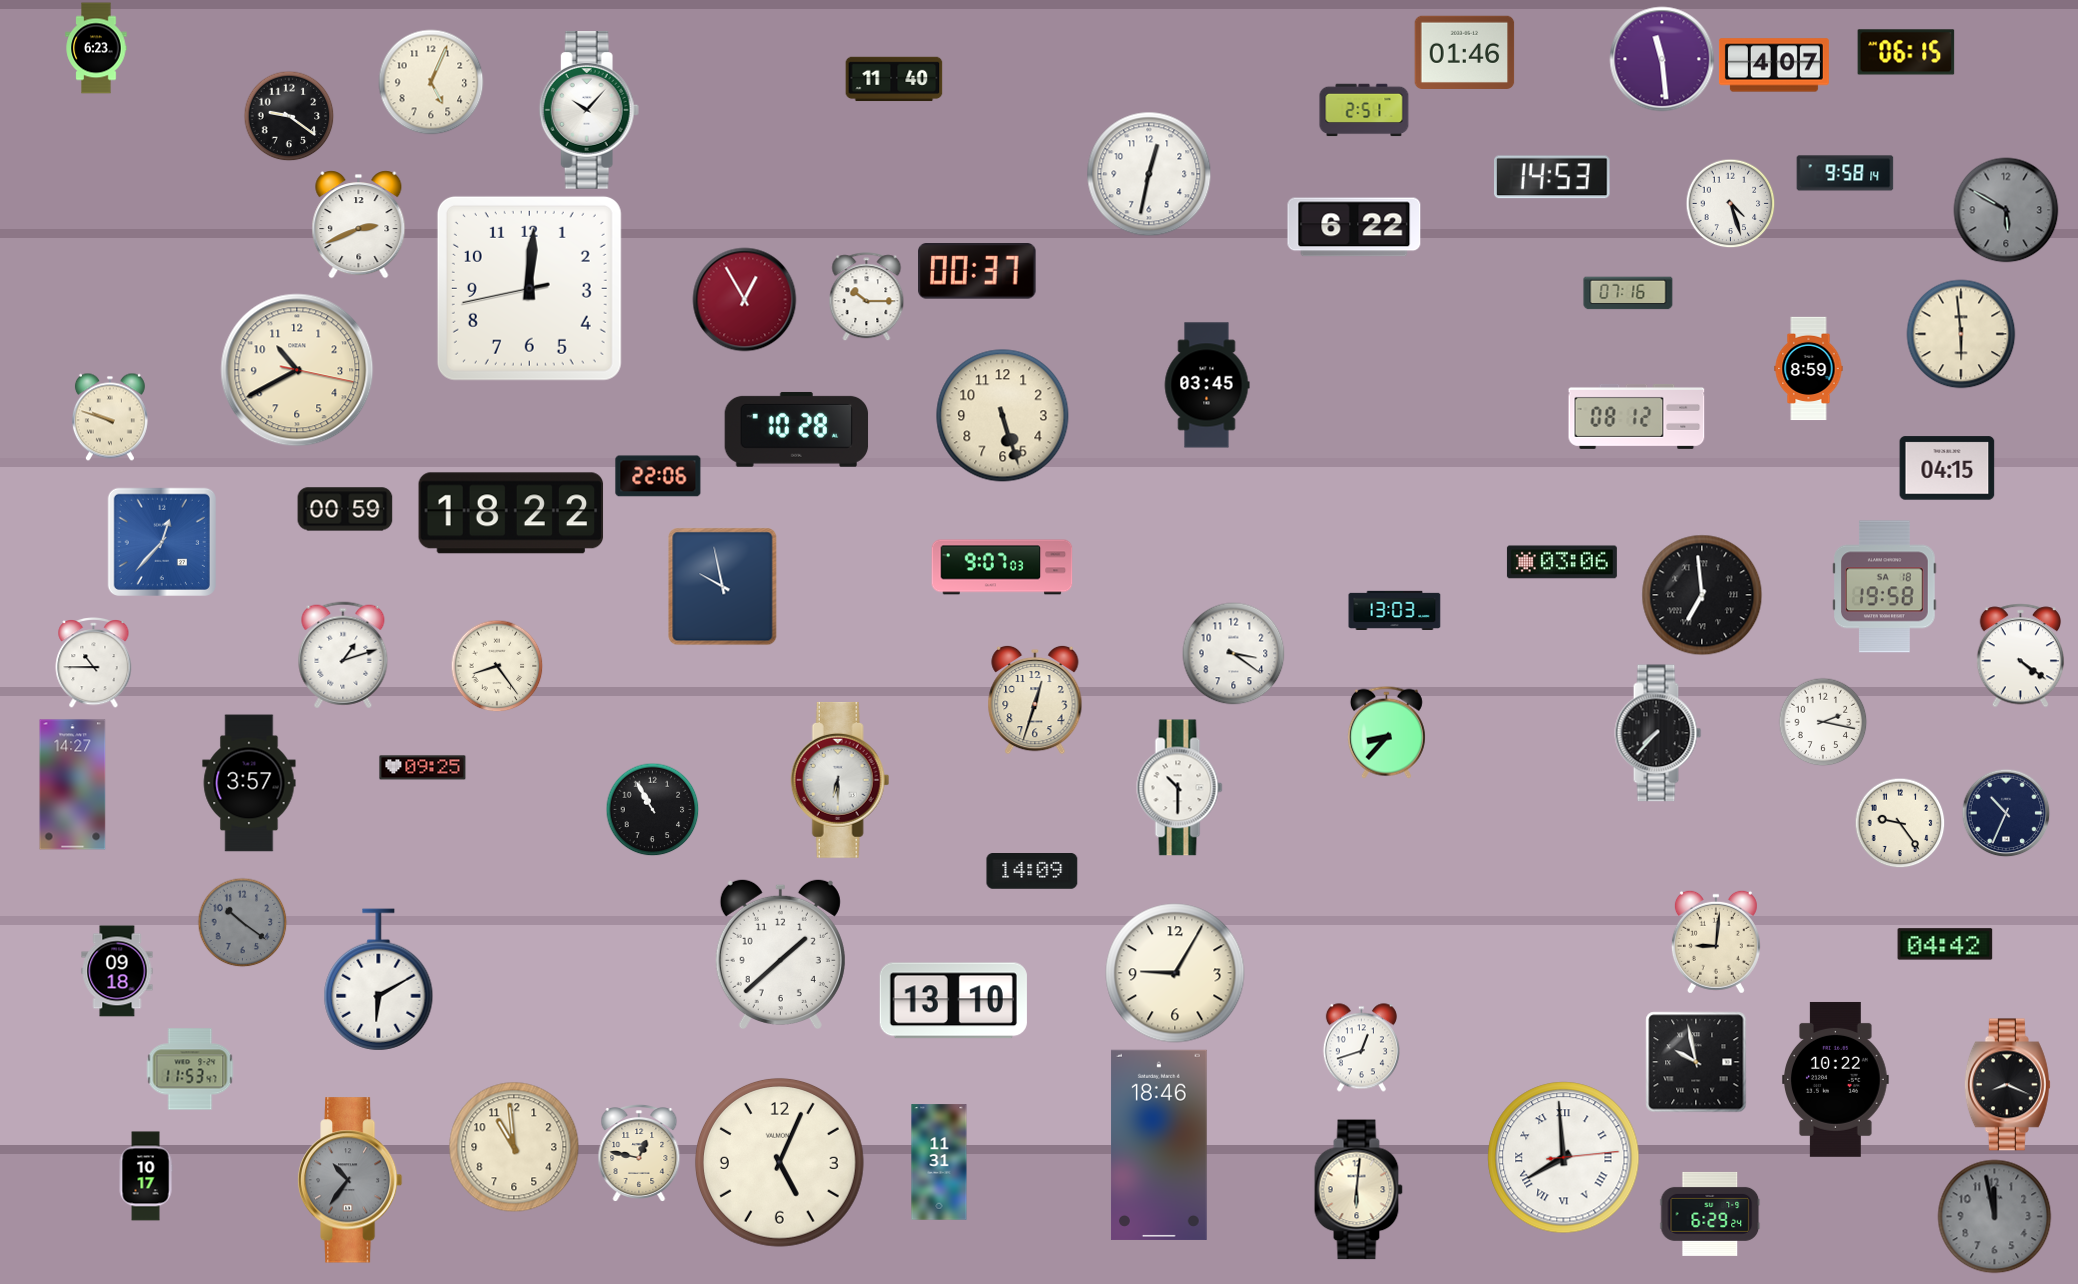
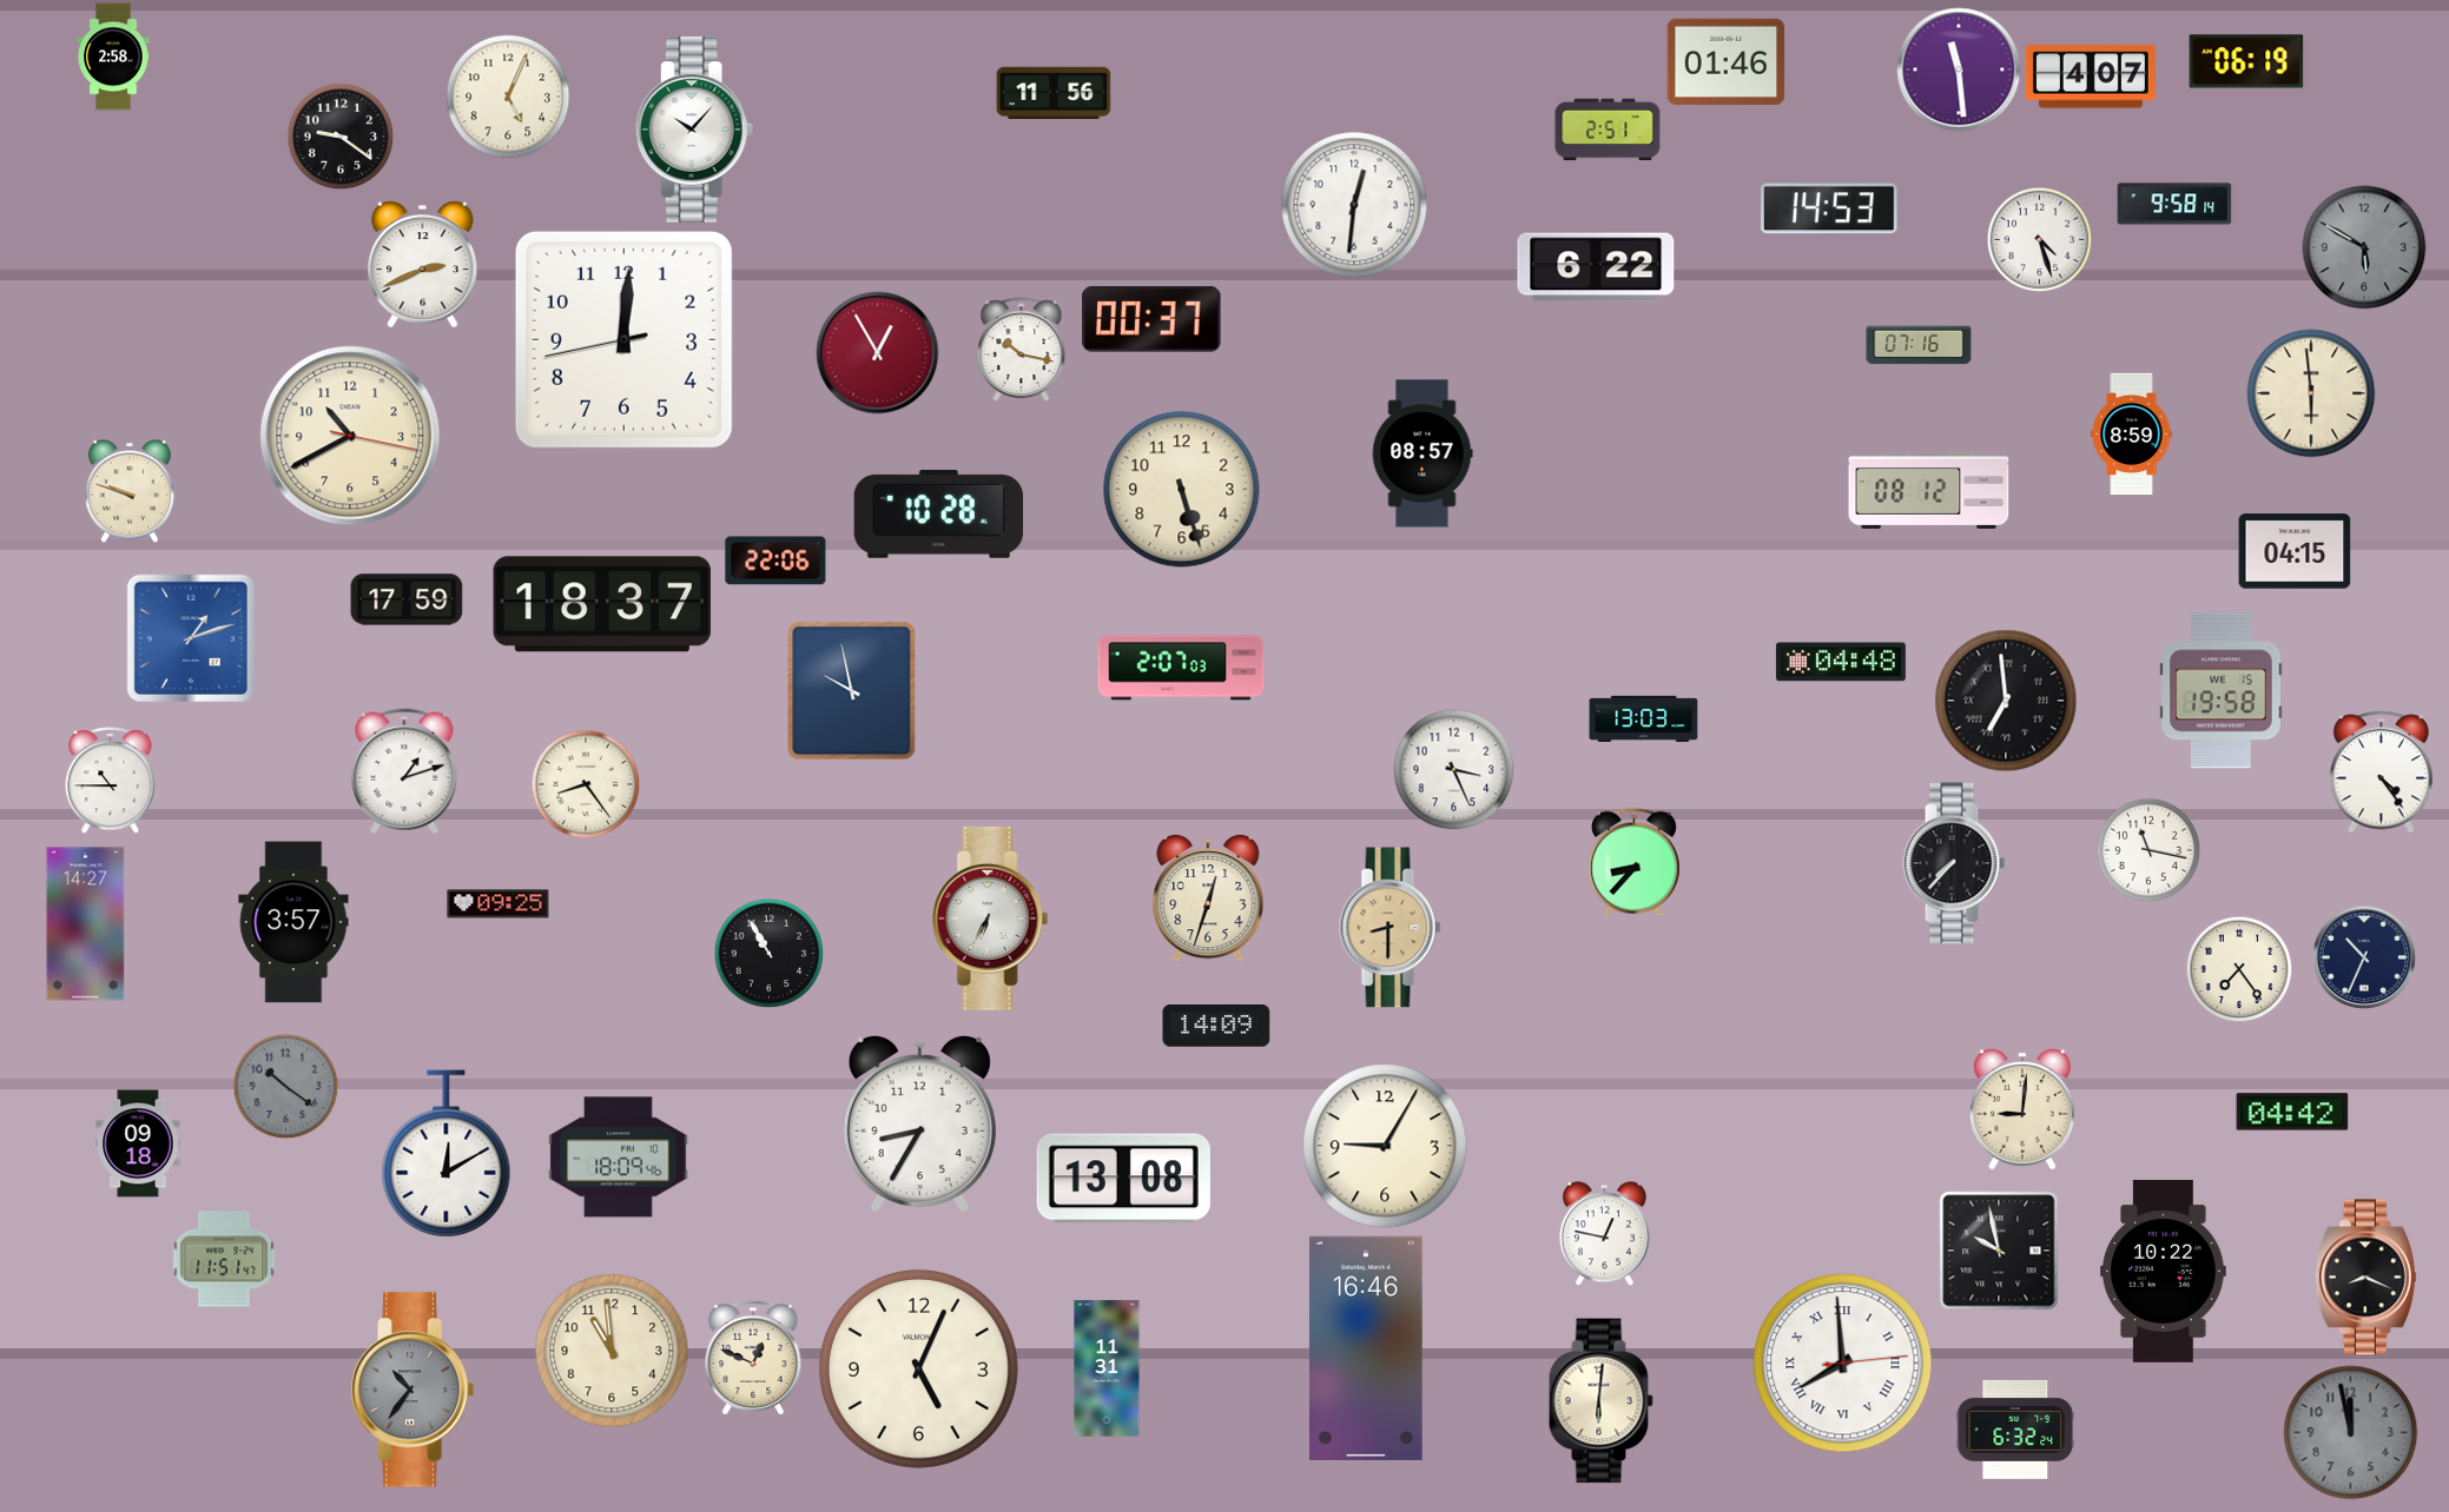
clock at (96, 48): 6:23 -> 2:58
clock at (1906, 52): 06:15 -> 06:19
clock at (894, 79): 11:40 -> 11:56
clock at (1149, 174): 12:32 -> 12:31
clock at (867, 297): 10:15 -> 10:17
clock at (1207, 385): 03:45 -> 08:57
clock at (797, 429) position: (797, 429) -> (939, 513)
clock at (345, 509): 00:59 -> 17:59
clock at (511, 513): 18:22 -> 18:37
clock at (162, 542): 12:37 -> 1:12
clock at (1562, 562): 03:06 -> 04:48
clock at (1002, 567): 9:07 -> 2:07
clock at (1885, 587) date: SA 18 -> WE 15
clock at (1234, 654): 3:21 -> 3:26
clock at (2021, 656): 4:21 -> 4:24
clock at (1035, 700) position: (1035, 700) -> (1208, 898)
clock at (1823, 722): 2:17 -> 11:17
clock at (840, 780): 6:30 -> 6:35
clock at (1180, 788): 10:30 -> 8:30
clock at (1180, 788) dial: white -> champagne
clock at (1900, 823): 9:24 -> 7:24
clock at (780, 953): 1:38 -> 8:35
clock at (379, 980): 6:10 -> 12:10
clock at (619, 1158): none -> 18:09
clock at (953, 1001): 13:10 -> 13:08
clock at (1361, 1048): 12:42 -> 12:47
clock at (190, 1069): 11:53 -> 11:51
clock at (1159, 1145): 18:46 -> 16:46
clock at (514, 1147) position: (514, 1147) -> (612, 1351)
clock at (639, 1154): 12:47 -> 12:49
clock at (146, 1176): 10:17 -> none
clock at (1710, 1214): 6:29 -> 6:32
